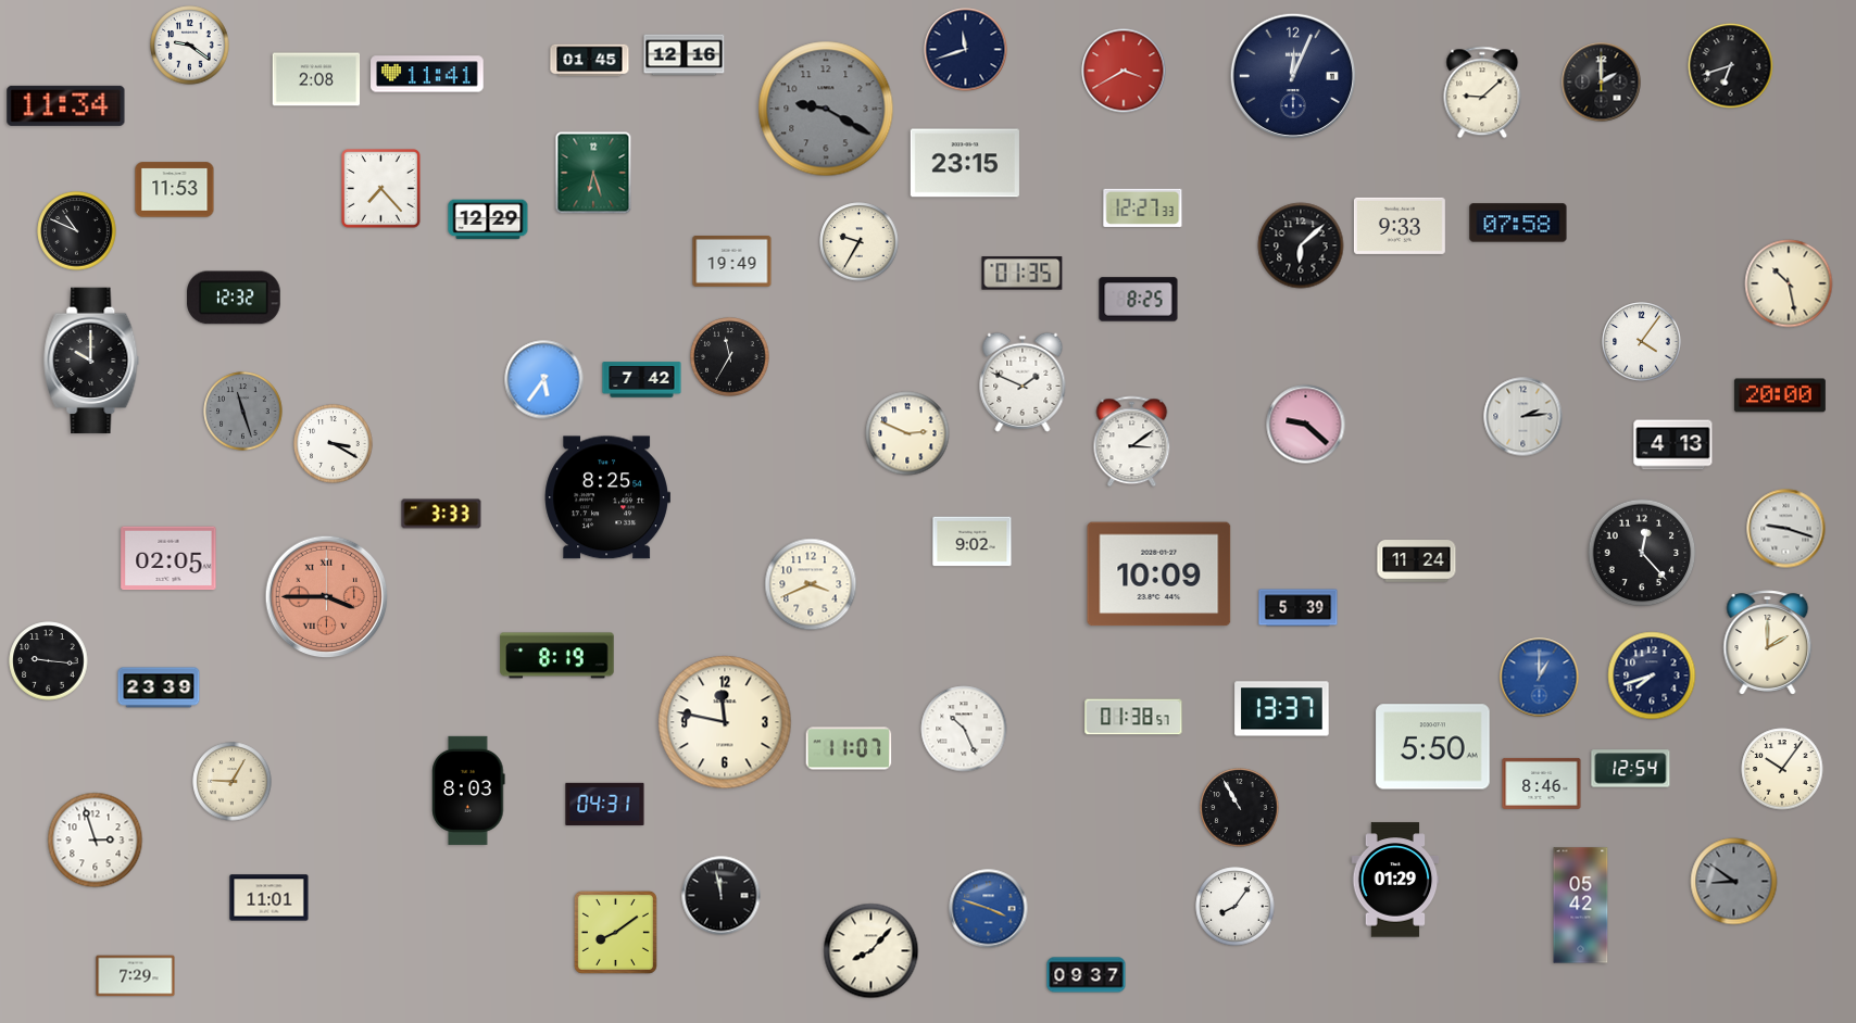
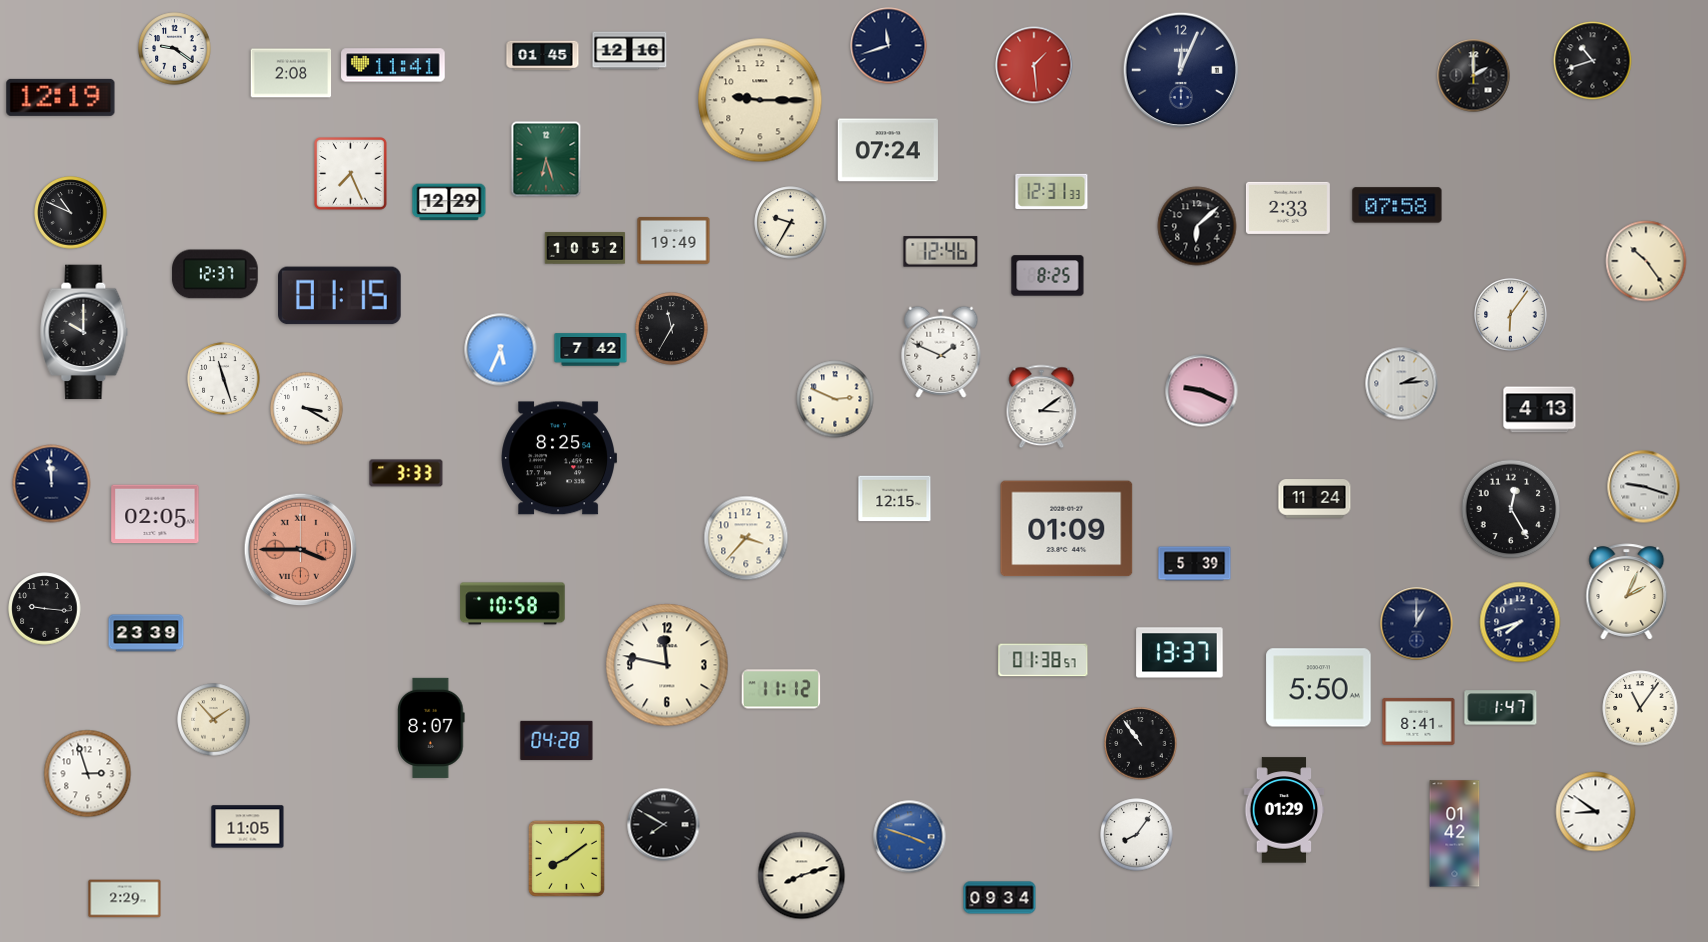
clock at (190, 46) position: (190, 46) -> (175, 49)
clock at (1731, 66): 6:42 -> 10:42
clock at (1124, 71): 3:40 -> 1:29
clock at (427, 74) position: (427, 74) -> (393, 65)
clock at (1292, 75) position: (1292, 75) -> (1180, 69)
clock at (1482, 92): 9:08 -> none
clock at (66, 105): 11:34 -> 12:19
clock at (826, 109): 9:20 -> 9:15
clock at (826, 109) dial: grey -> cream
clock at (965, 163): 23:15 -> 07:24
clock at (381, 189): 7:23 -> 7:26
clock at (175, 190): 11:53 -> none
clock at (1143, 207): 12:27 -> 12:31
clock at (1400, 226): 9:33 -> 2:33
clock at (585, 248): none -> 10:52
clock at (1023, 274): 01:35 -> 12:46
clock at (1789, 283): 10:28 -> 10:24
clock at (234, 298): 12:32 -> 12:37
clock at (340, 296): none -> 01:15
clock at (1642, 342): 4:06 -> 6:06
clock at (544, 380): 5:36 -> 5:34
clock at (1780, 395): 20:00 -> none
clock at (243, 412) dial: grey -> white
clock at (1306, 425): 9:22 -> 9:19
clock at (52, 484): none -> 11:59
clock at (973, 542): 9:02 -> 12:15
clock at (1642, 553): 12:23 -> 12:25
clock at (1417, 561) position: (1417, 561) -> (1315, 499)
clock at (1159, 574): 10:09 -> 01:09
clock at (811, 584): 3:41 -> 3:37
clock at (1299, 608) position: (1299, 608) -> (1195, 564)
clock at (1768, 643): 2:00 -> 2:04
clock at (557, 656): 8:19 -> 10:58
clock at (1540, 678) dial: blue -> navy
clock at (964, 729): 10:26 -> none
clock at (849, 748): 11:07 -> 11:12
clock at (1631, 769): 12:54 -> 1:47
clock at (1782, 769): 10:06 -> 11:06
clock at (233, 782): 9:05 -> 1:53
clock at (1542, 783): 8:46 -> 8:41
clock at (468, 791): 8:03 -> 8:07
clock at (605, 804): 04:31 -> 04:28
clock at (1240, 808): 10:55 -> 10:54
clock at (1734, 882) dial: grey -> white
clock at (722, 896): 11:58 -> 7:50
clock at (269, 898): 11:01 -> 11:05
clock at (1581, 906): 05:42 -> 01:42
clock at (871, 951): 8:07 -> 8:12
clock at (1087, 975): 09:37 -> 09:34
clock at (136, 976): 7:29 -> 2:29
